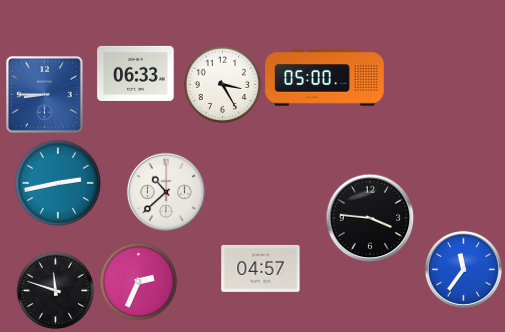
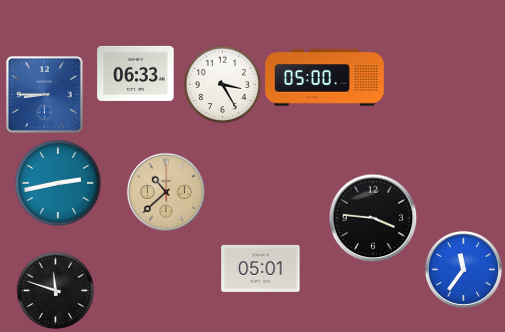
clock at (166, 192) dial: white -> champagne
clock at (370, 218) position: (370, 218) -> (373, 218)
clock at (261, 268): 04:57 -> 05:01
clock at (138, 281): 2:34 -> none
